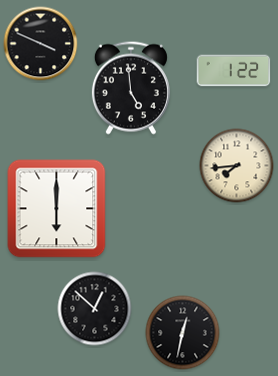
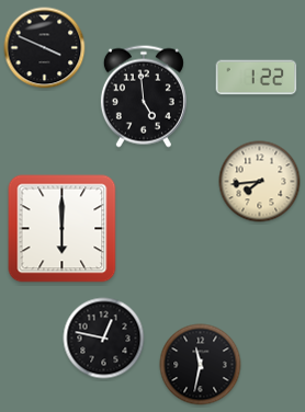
clock at (95, 309): 12:52 -> 12:47
clock at (183, 333): 12:32 -> 11:32
